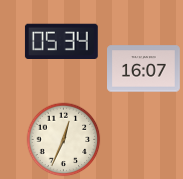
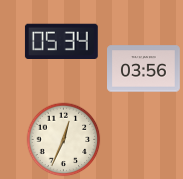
clock at (144, 69): 16:07 -> 03:56
